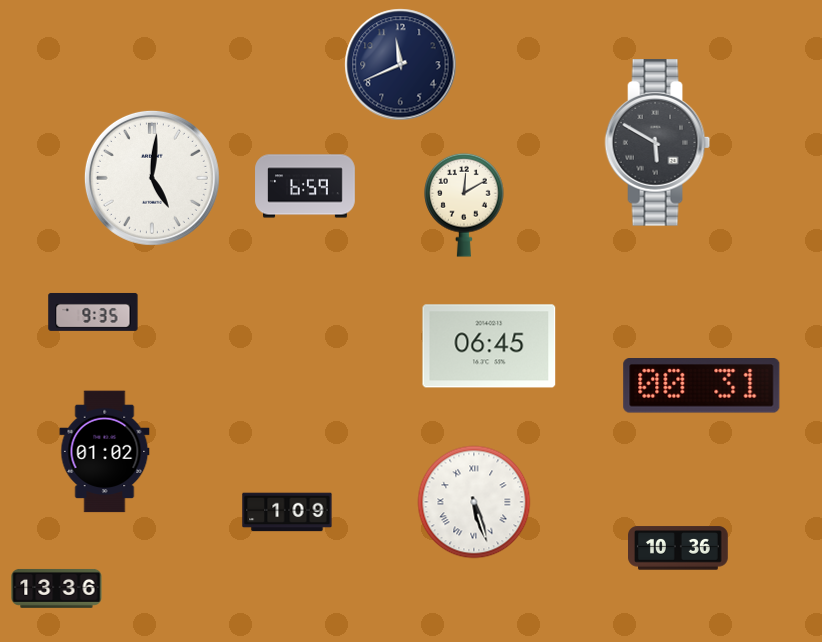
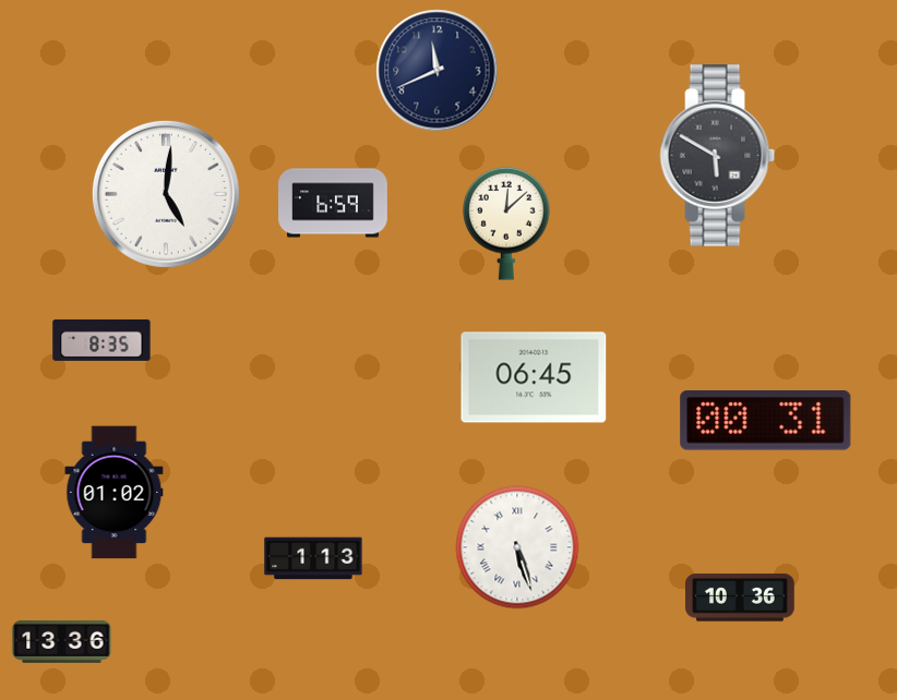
clock at (465, 205): 12:10 -> 12:08
clock at (93, 312): 9:35 -> 8:35
clock at (287, 512): 1:09 -> 1:13
